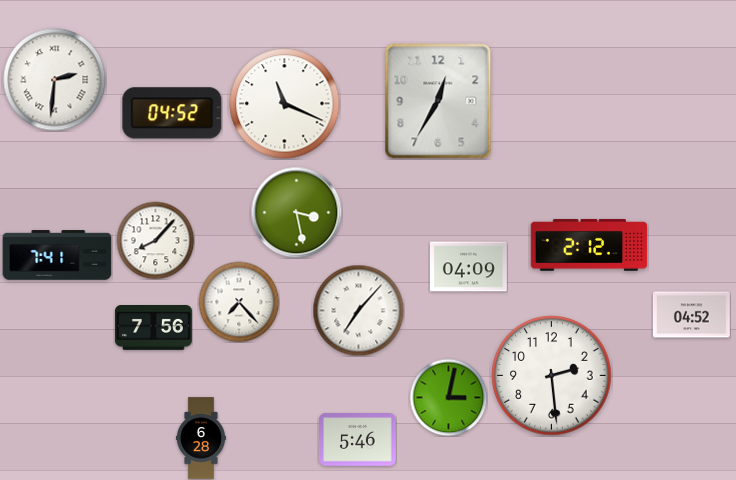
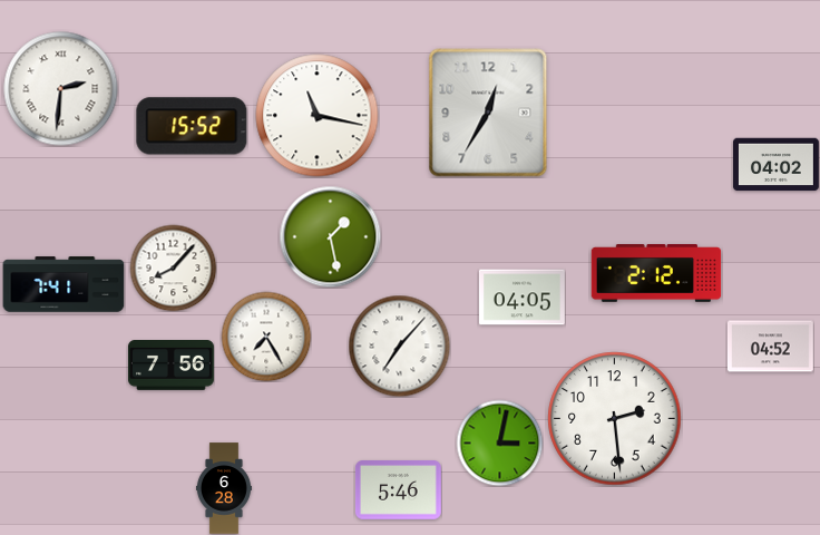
clock at (285, 104): 11:19 -> 11:17
clock at (172, 113): 04:52 -> 15:52
clock at (775, 165): none -> 04:02
clock at (296, 212): 3:28 -> 1:28
clock at (468, 267): 04:09 -> 04:05
clock at (239, 302): 7:23 -> 7:25
clock at (691, 315) position: (691, 315) -> (770, 347)
